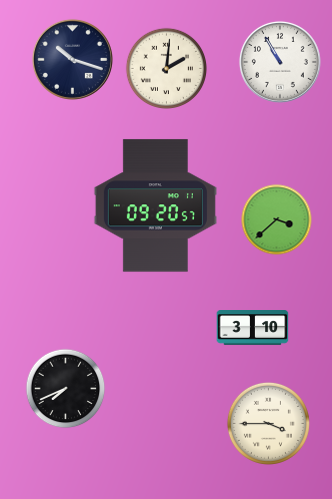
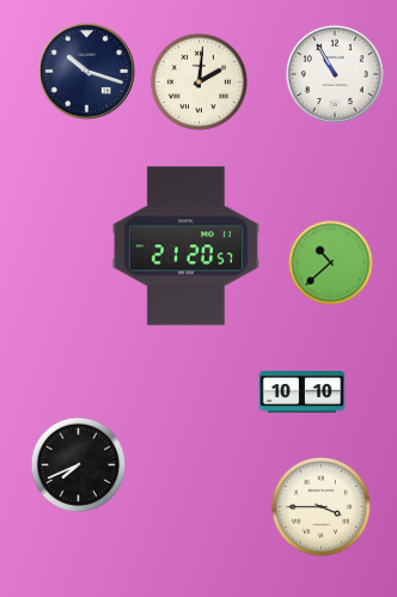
clock at (155, 206): 09:20 -> 21:20
clock at (277, 220): 3:38 -> 10:38
clock at (253, 328): 3:10 -> 10:10
